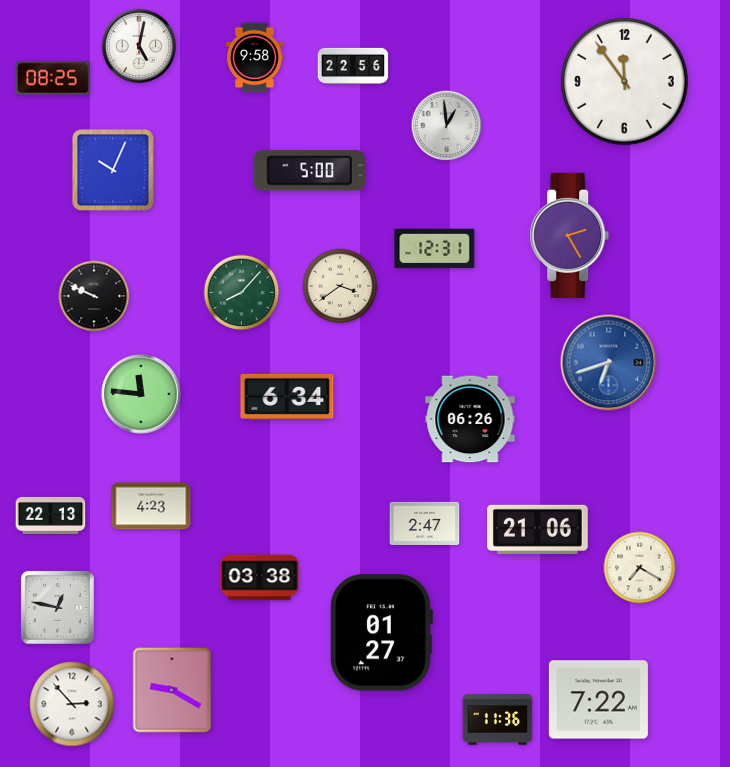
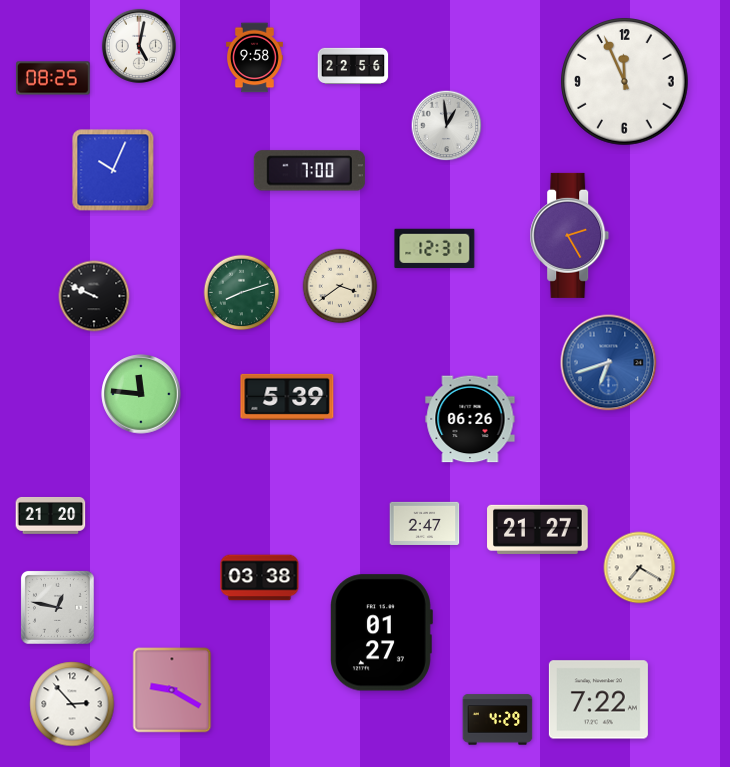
clock at (625, 82): 11:54 -> 11:56
clock at (309, 171): 5:00 -> 7:00
clock at (242, 293): 8:07 -> 8:12
clock at (287, 397): 6:34 -> 5:39
clock at (151, 506): 4:23 -> none
clock at (51, 516): 22:13 -> 21:20
clock at (538, 529): 21:06 -> 21:27
clock at (498, 720): 11:36 -> 4:29
